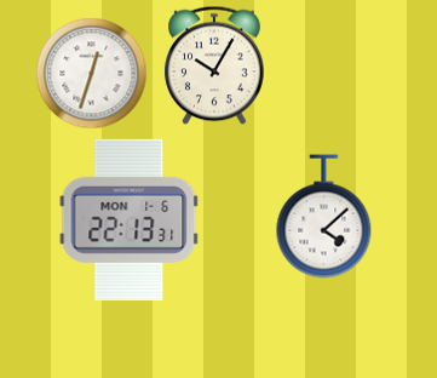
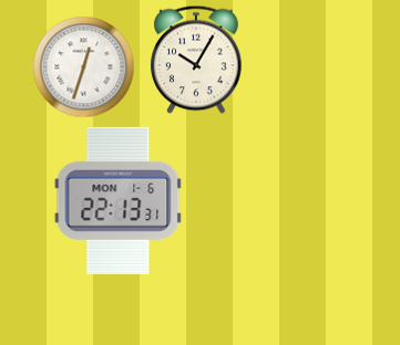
clock at (324, 217): 4:08 -> none
